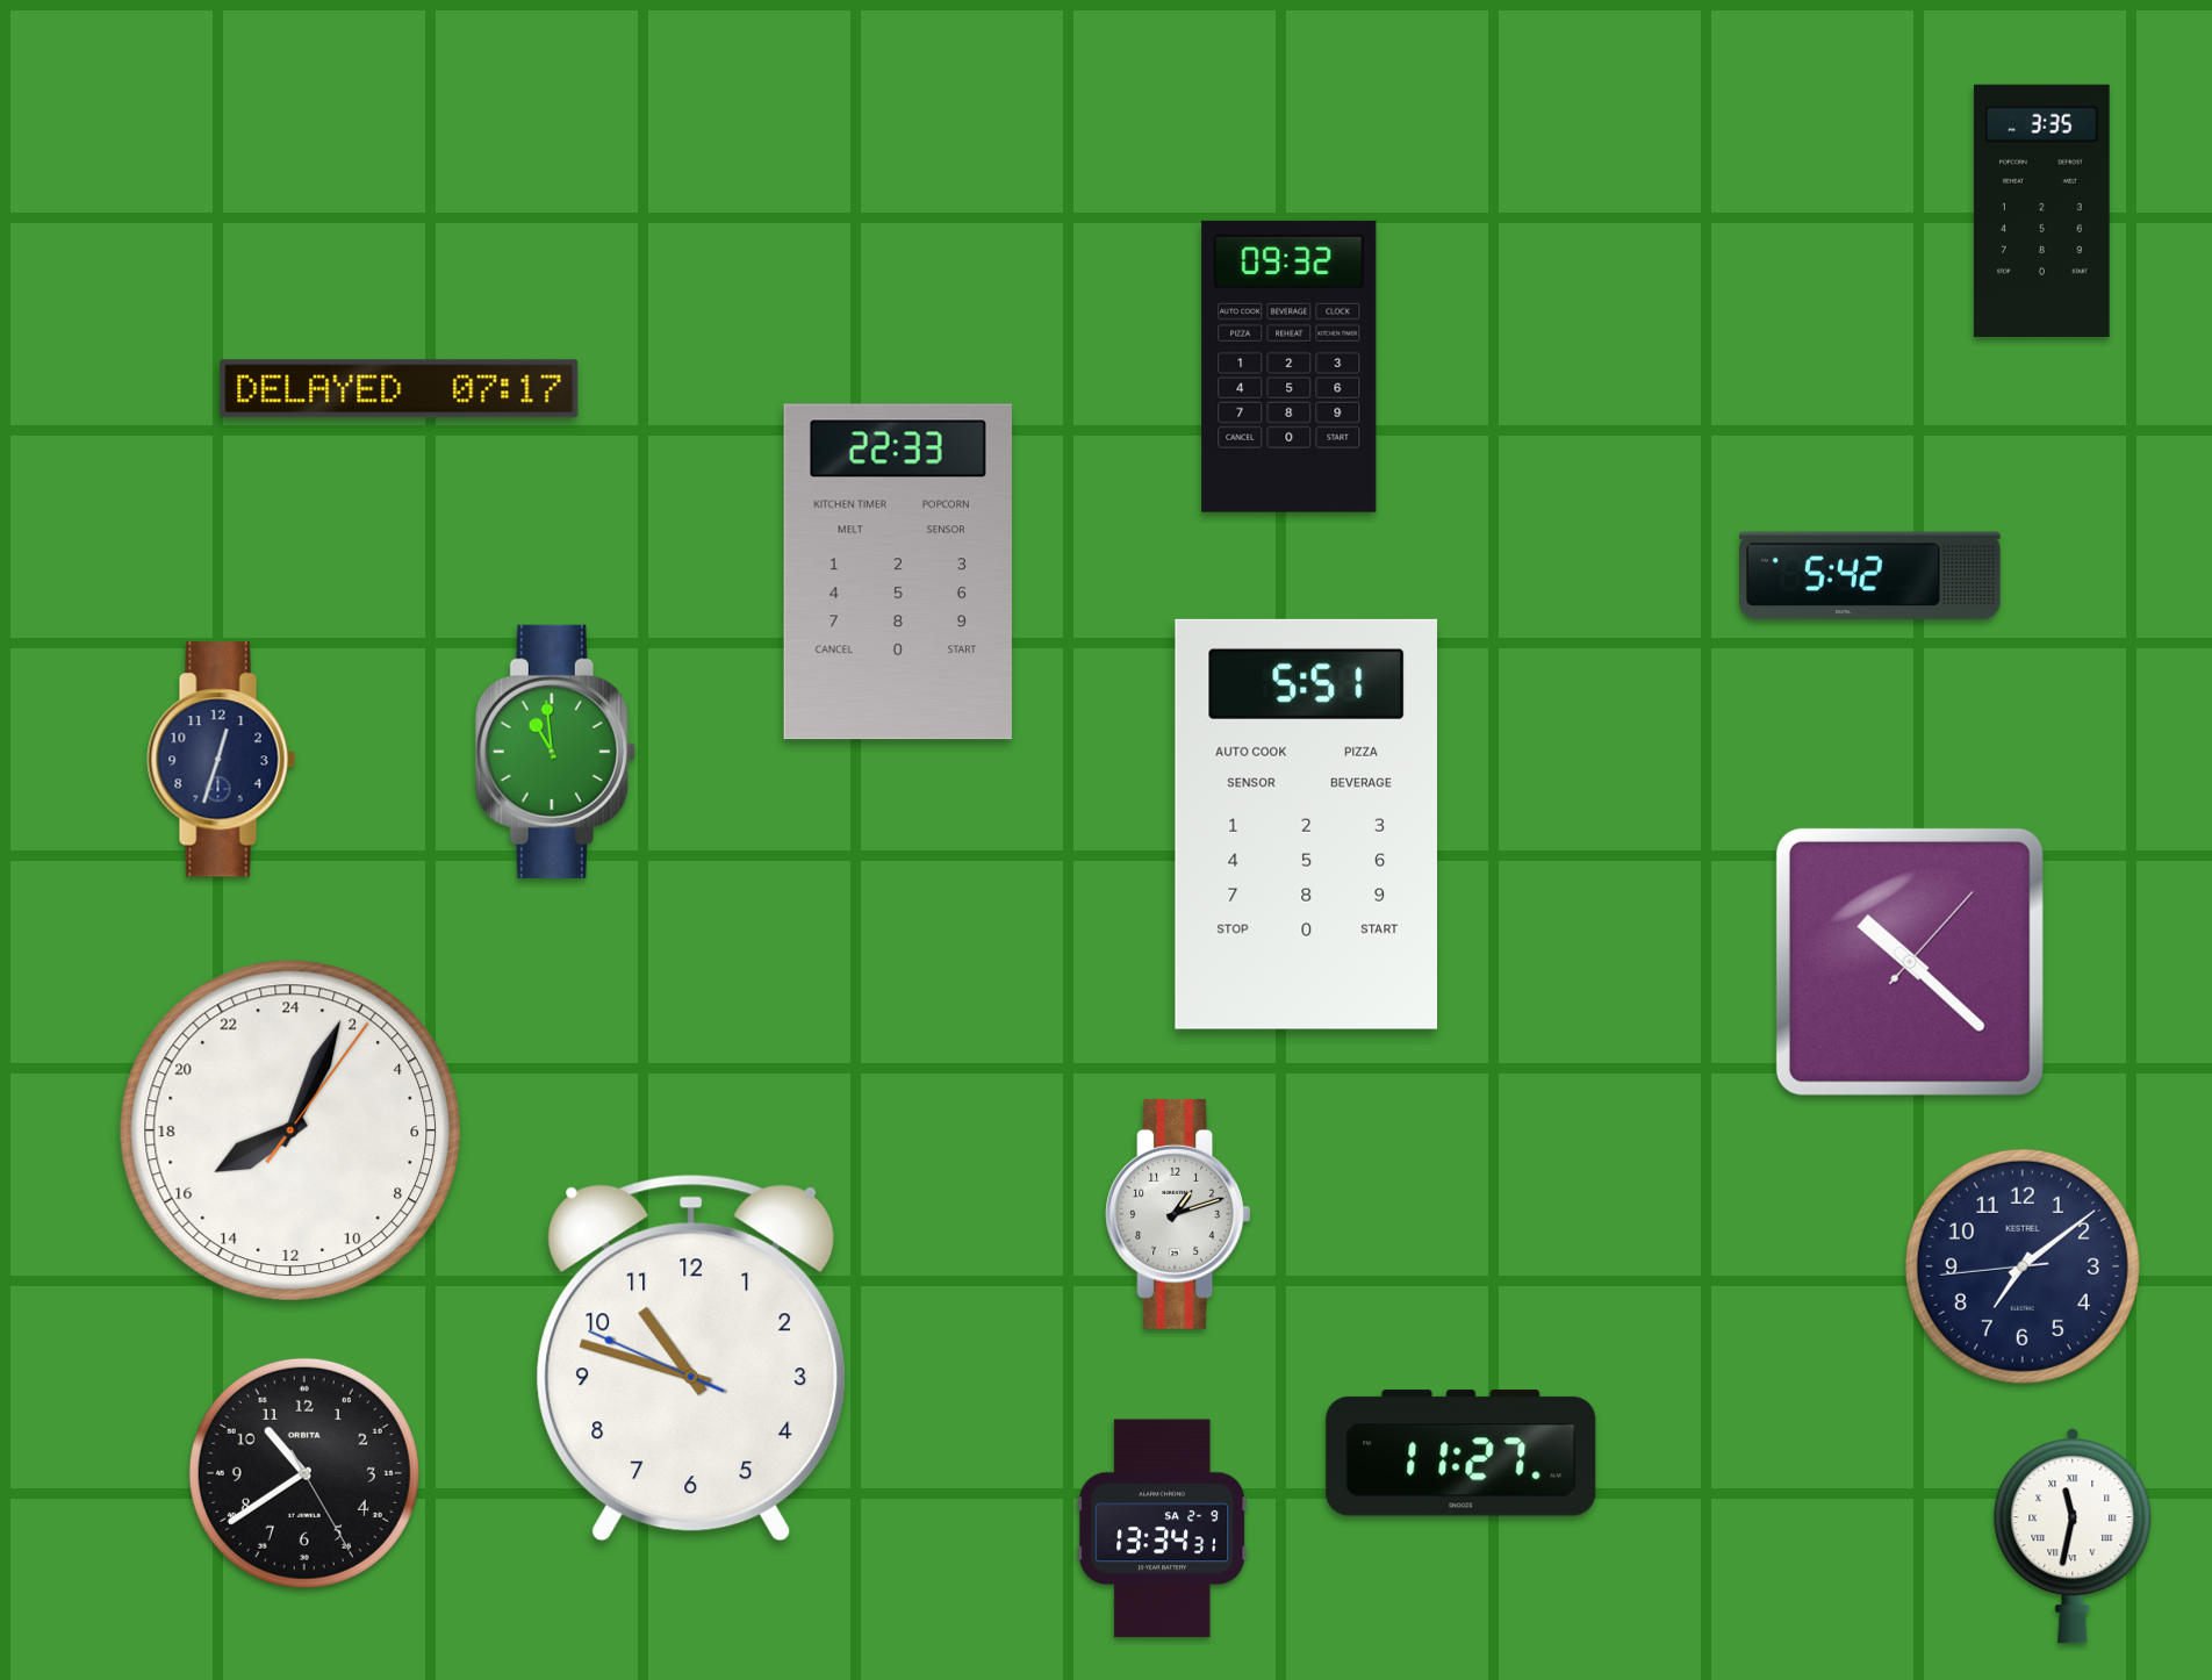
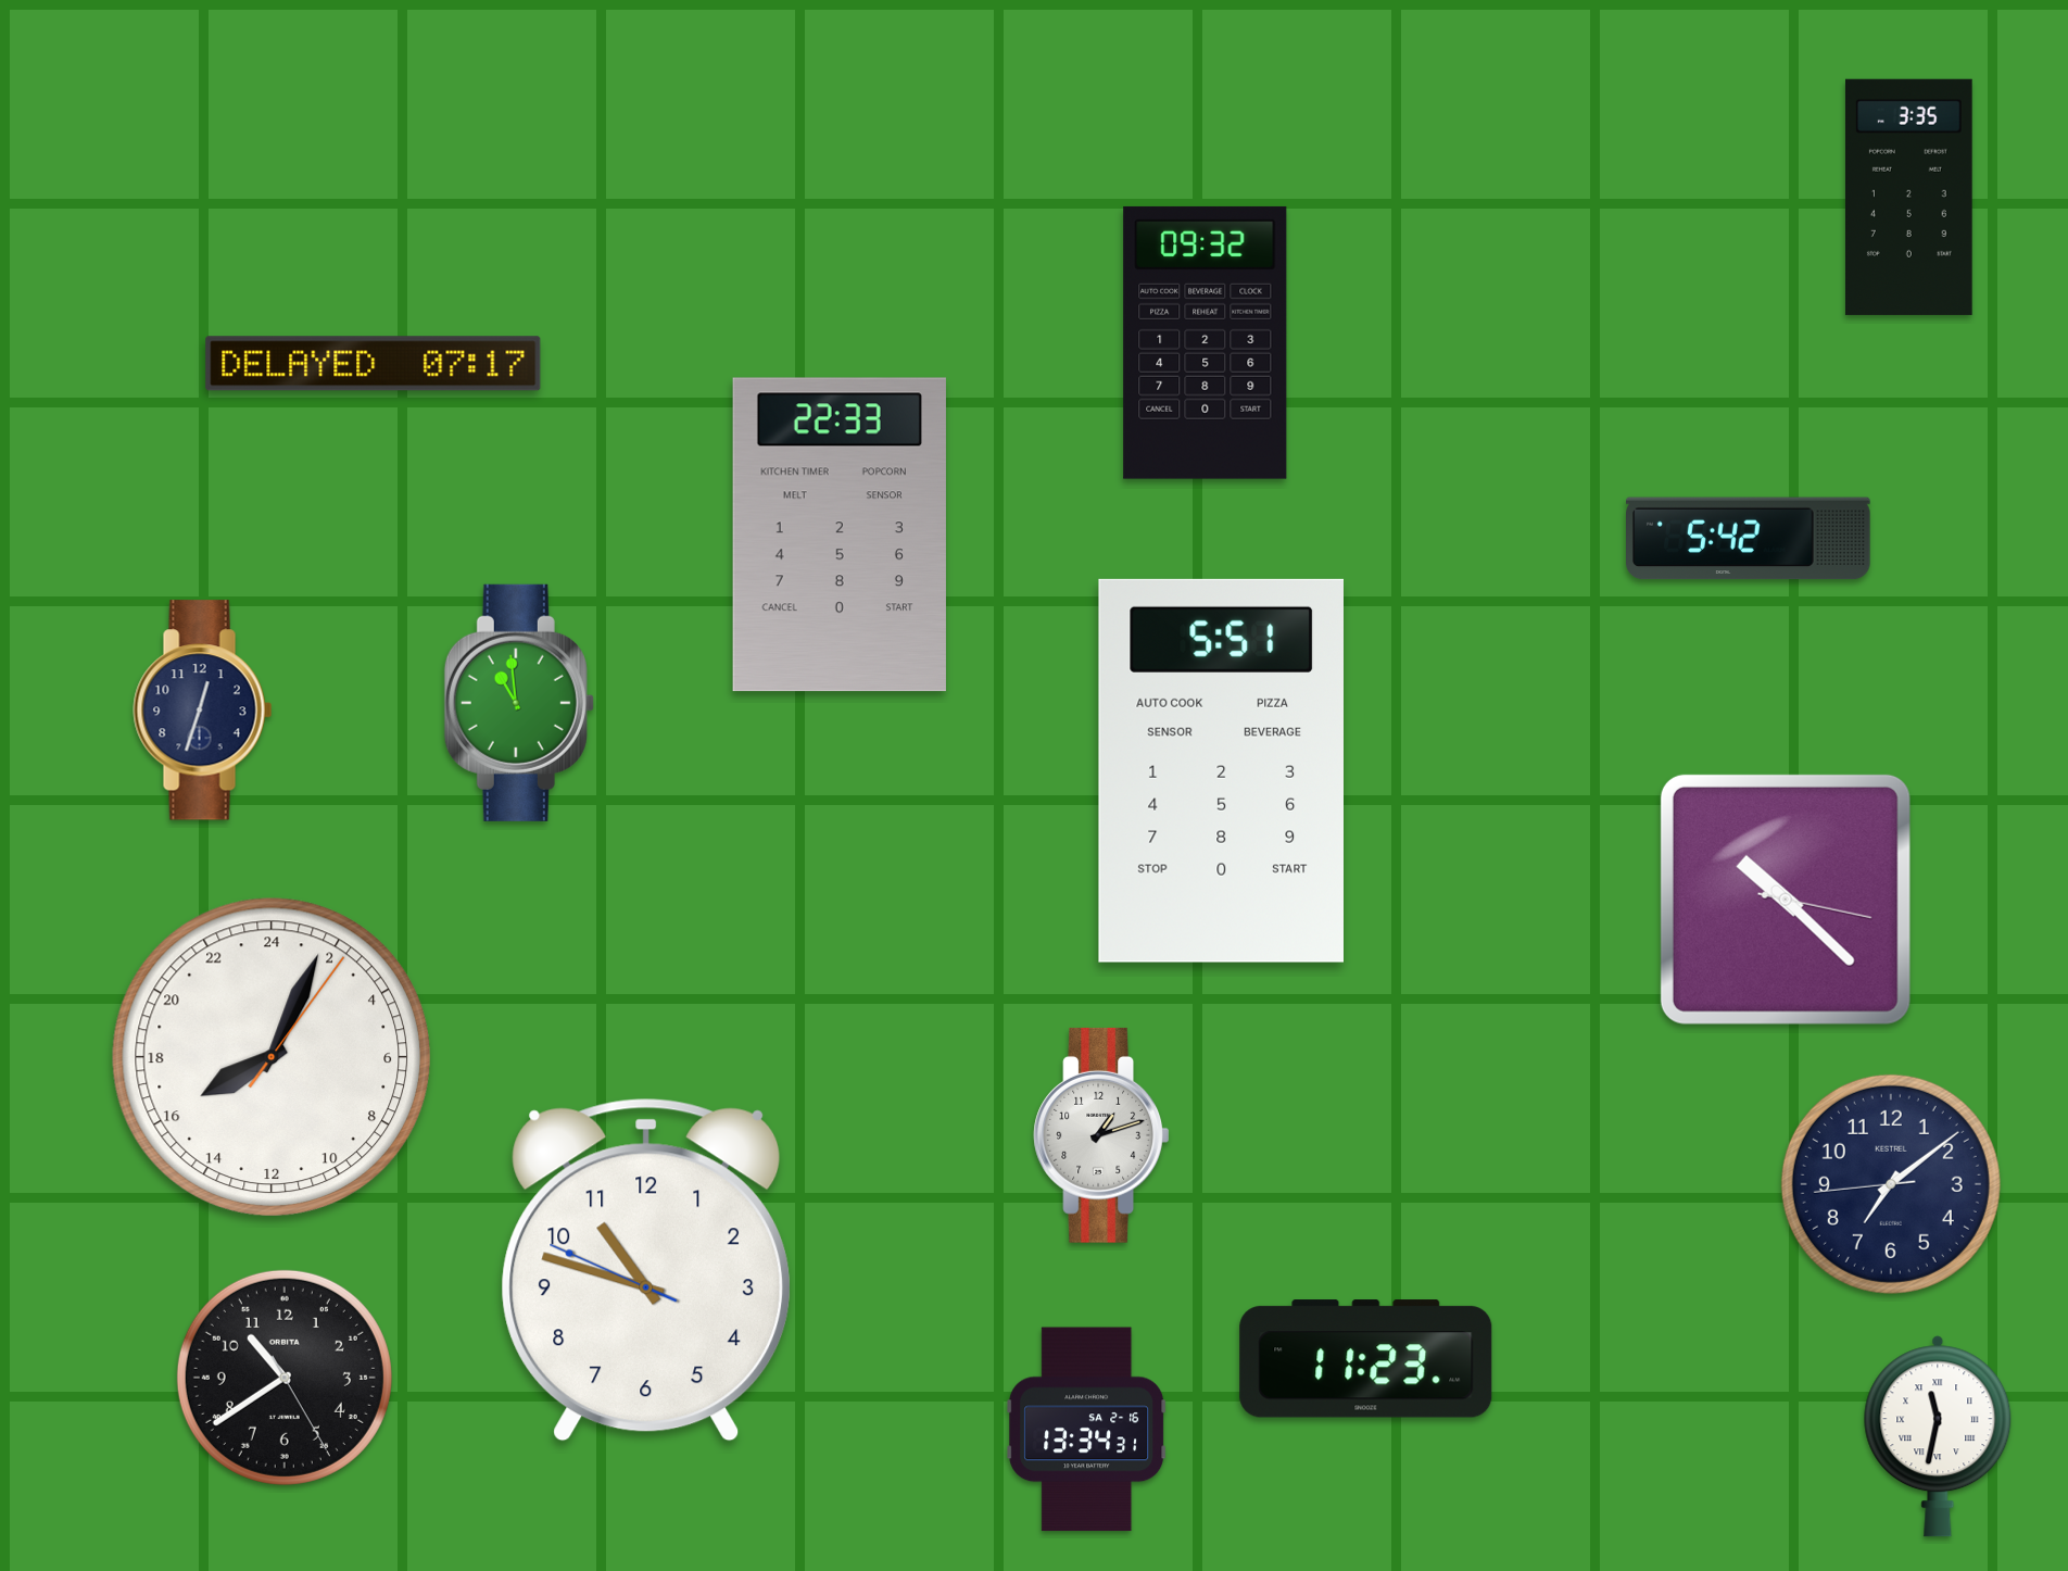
clock at (222, 760) position: (222, 760) -> (203, 711)
clock at (1910, 962): 10:22:07 -> 10:22:17
clock at (1462, 1453): 11:27 -> 11:23
clock at (1163, 1529) date: SA 2-9 -> SA 2-16
